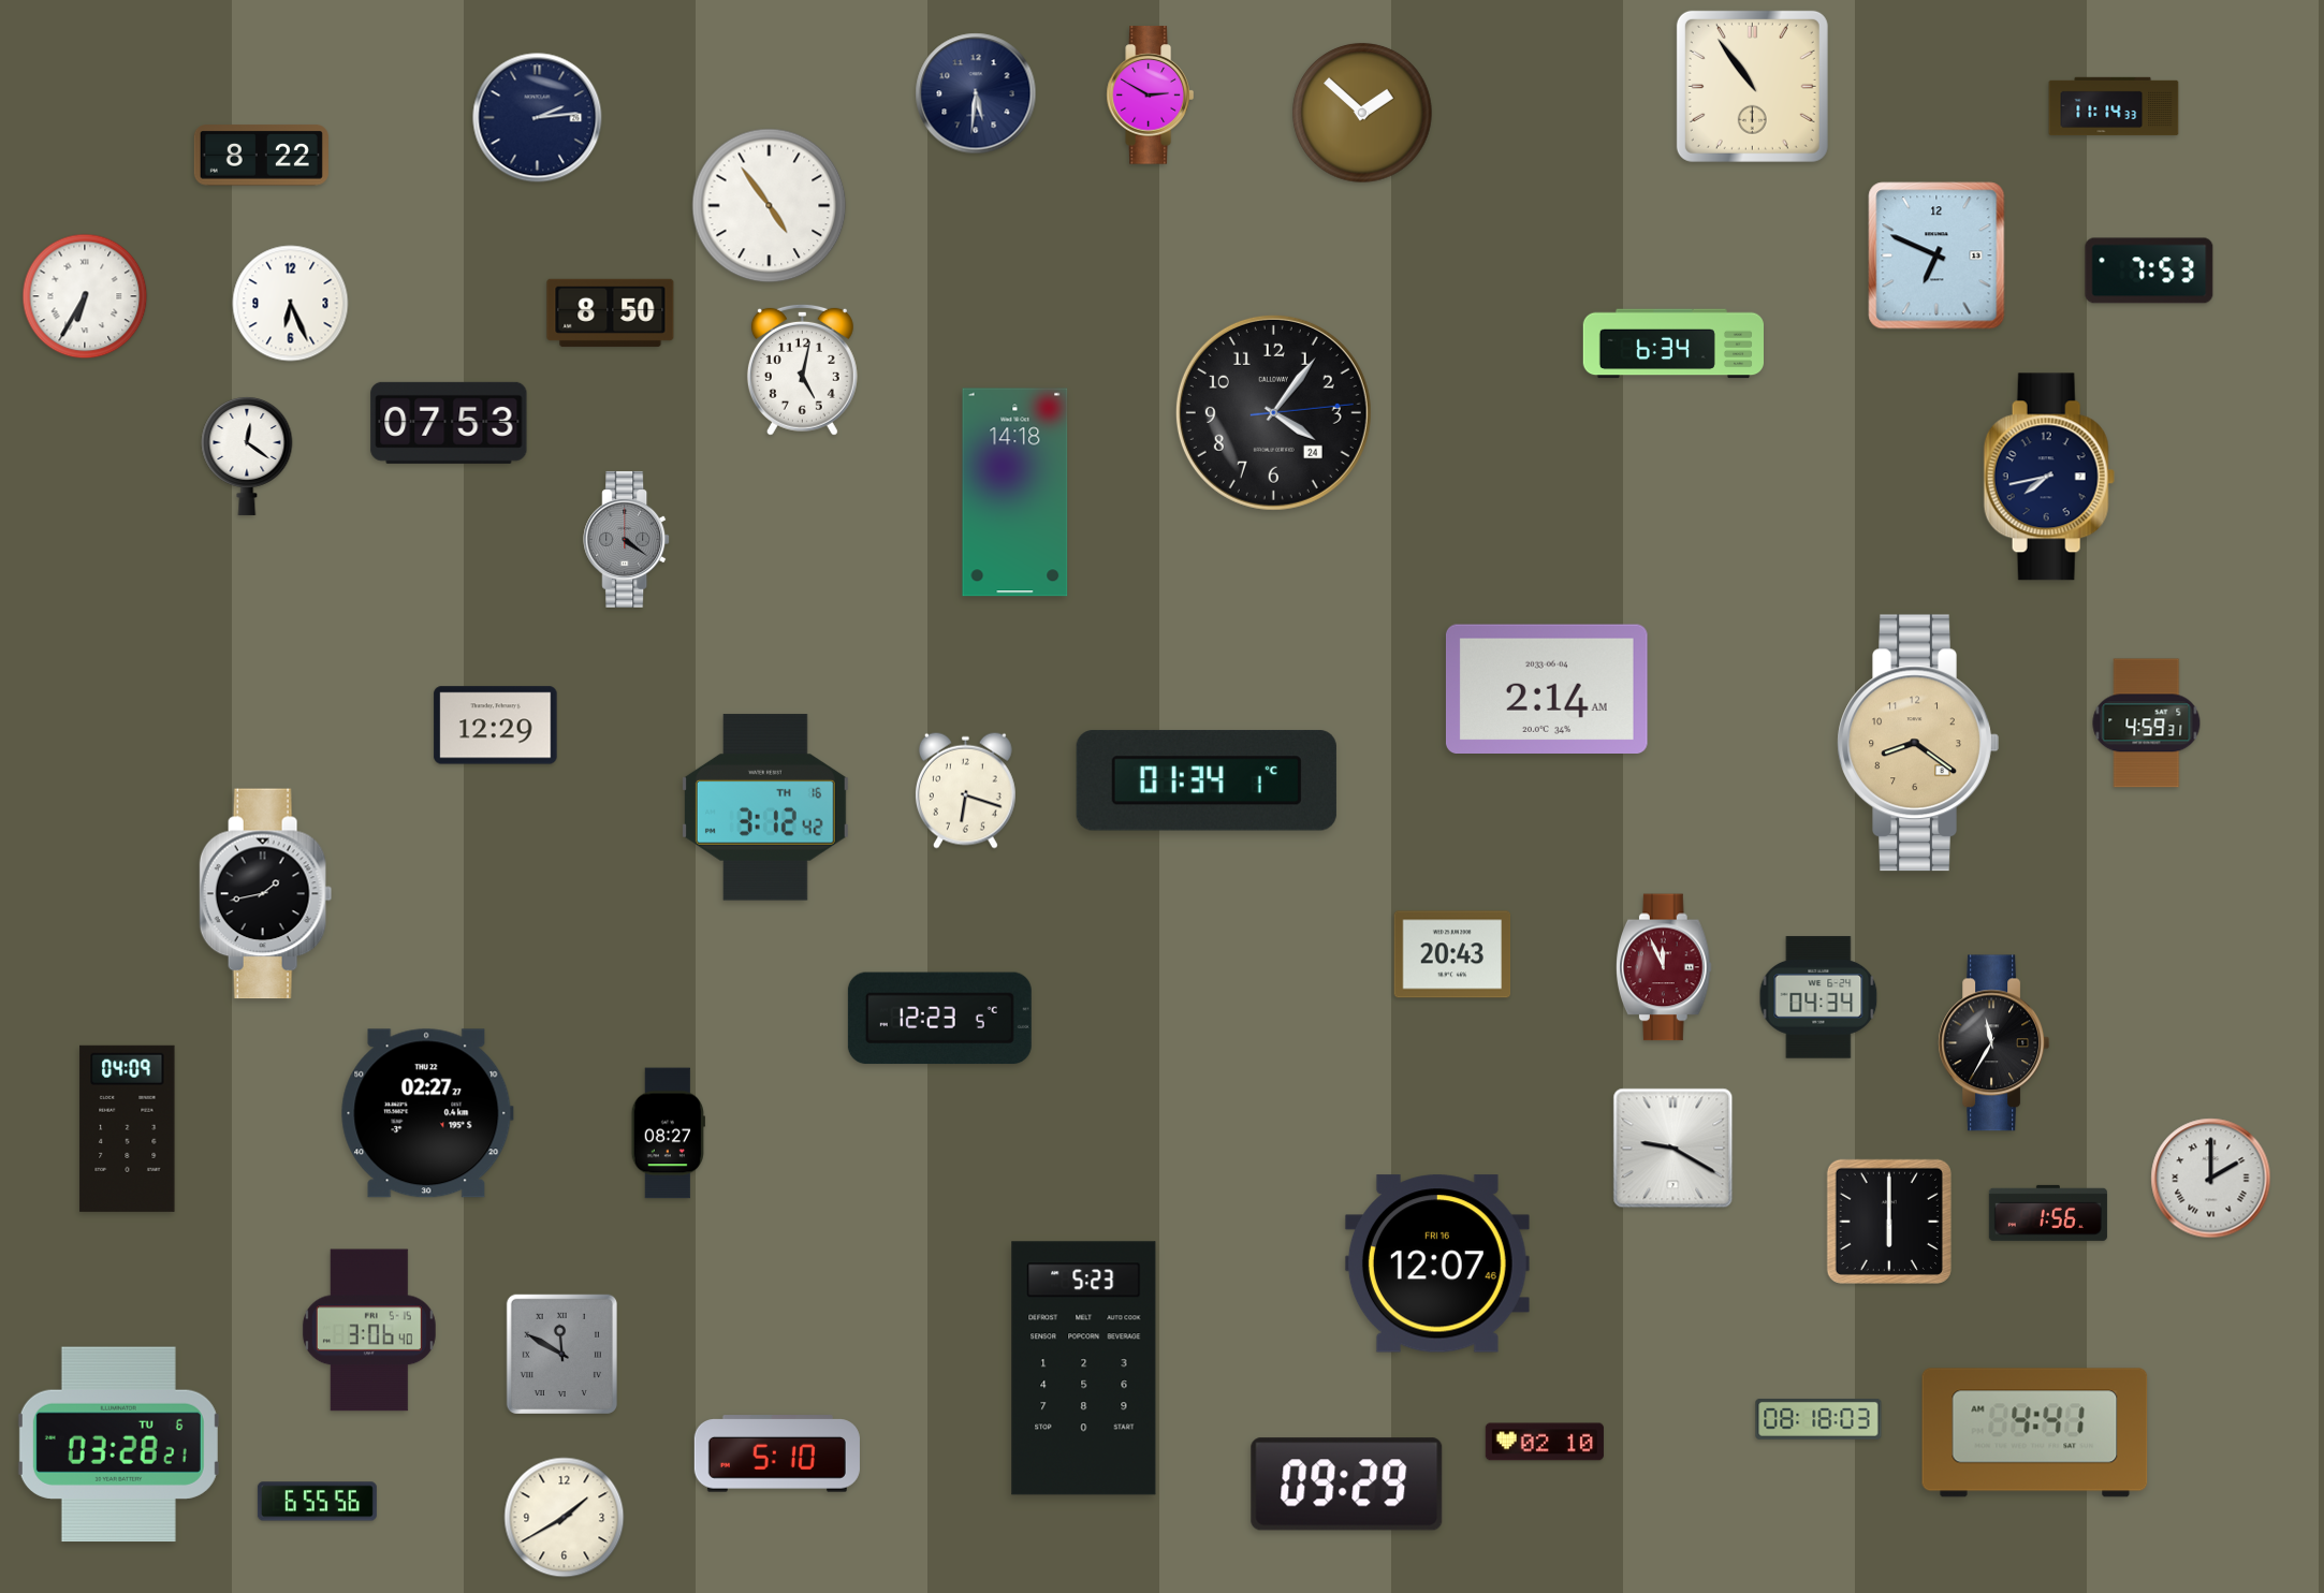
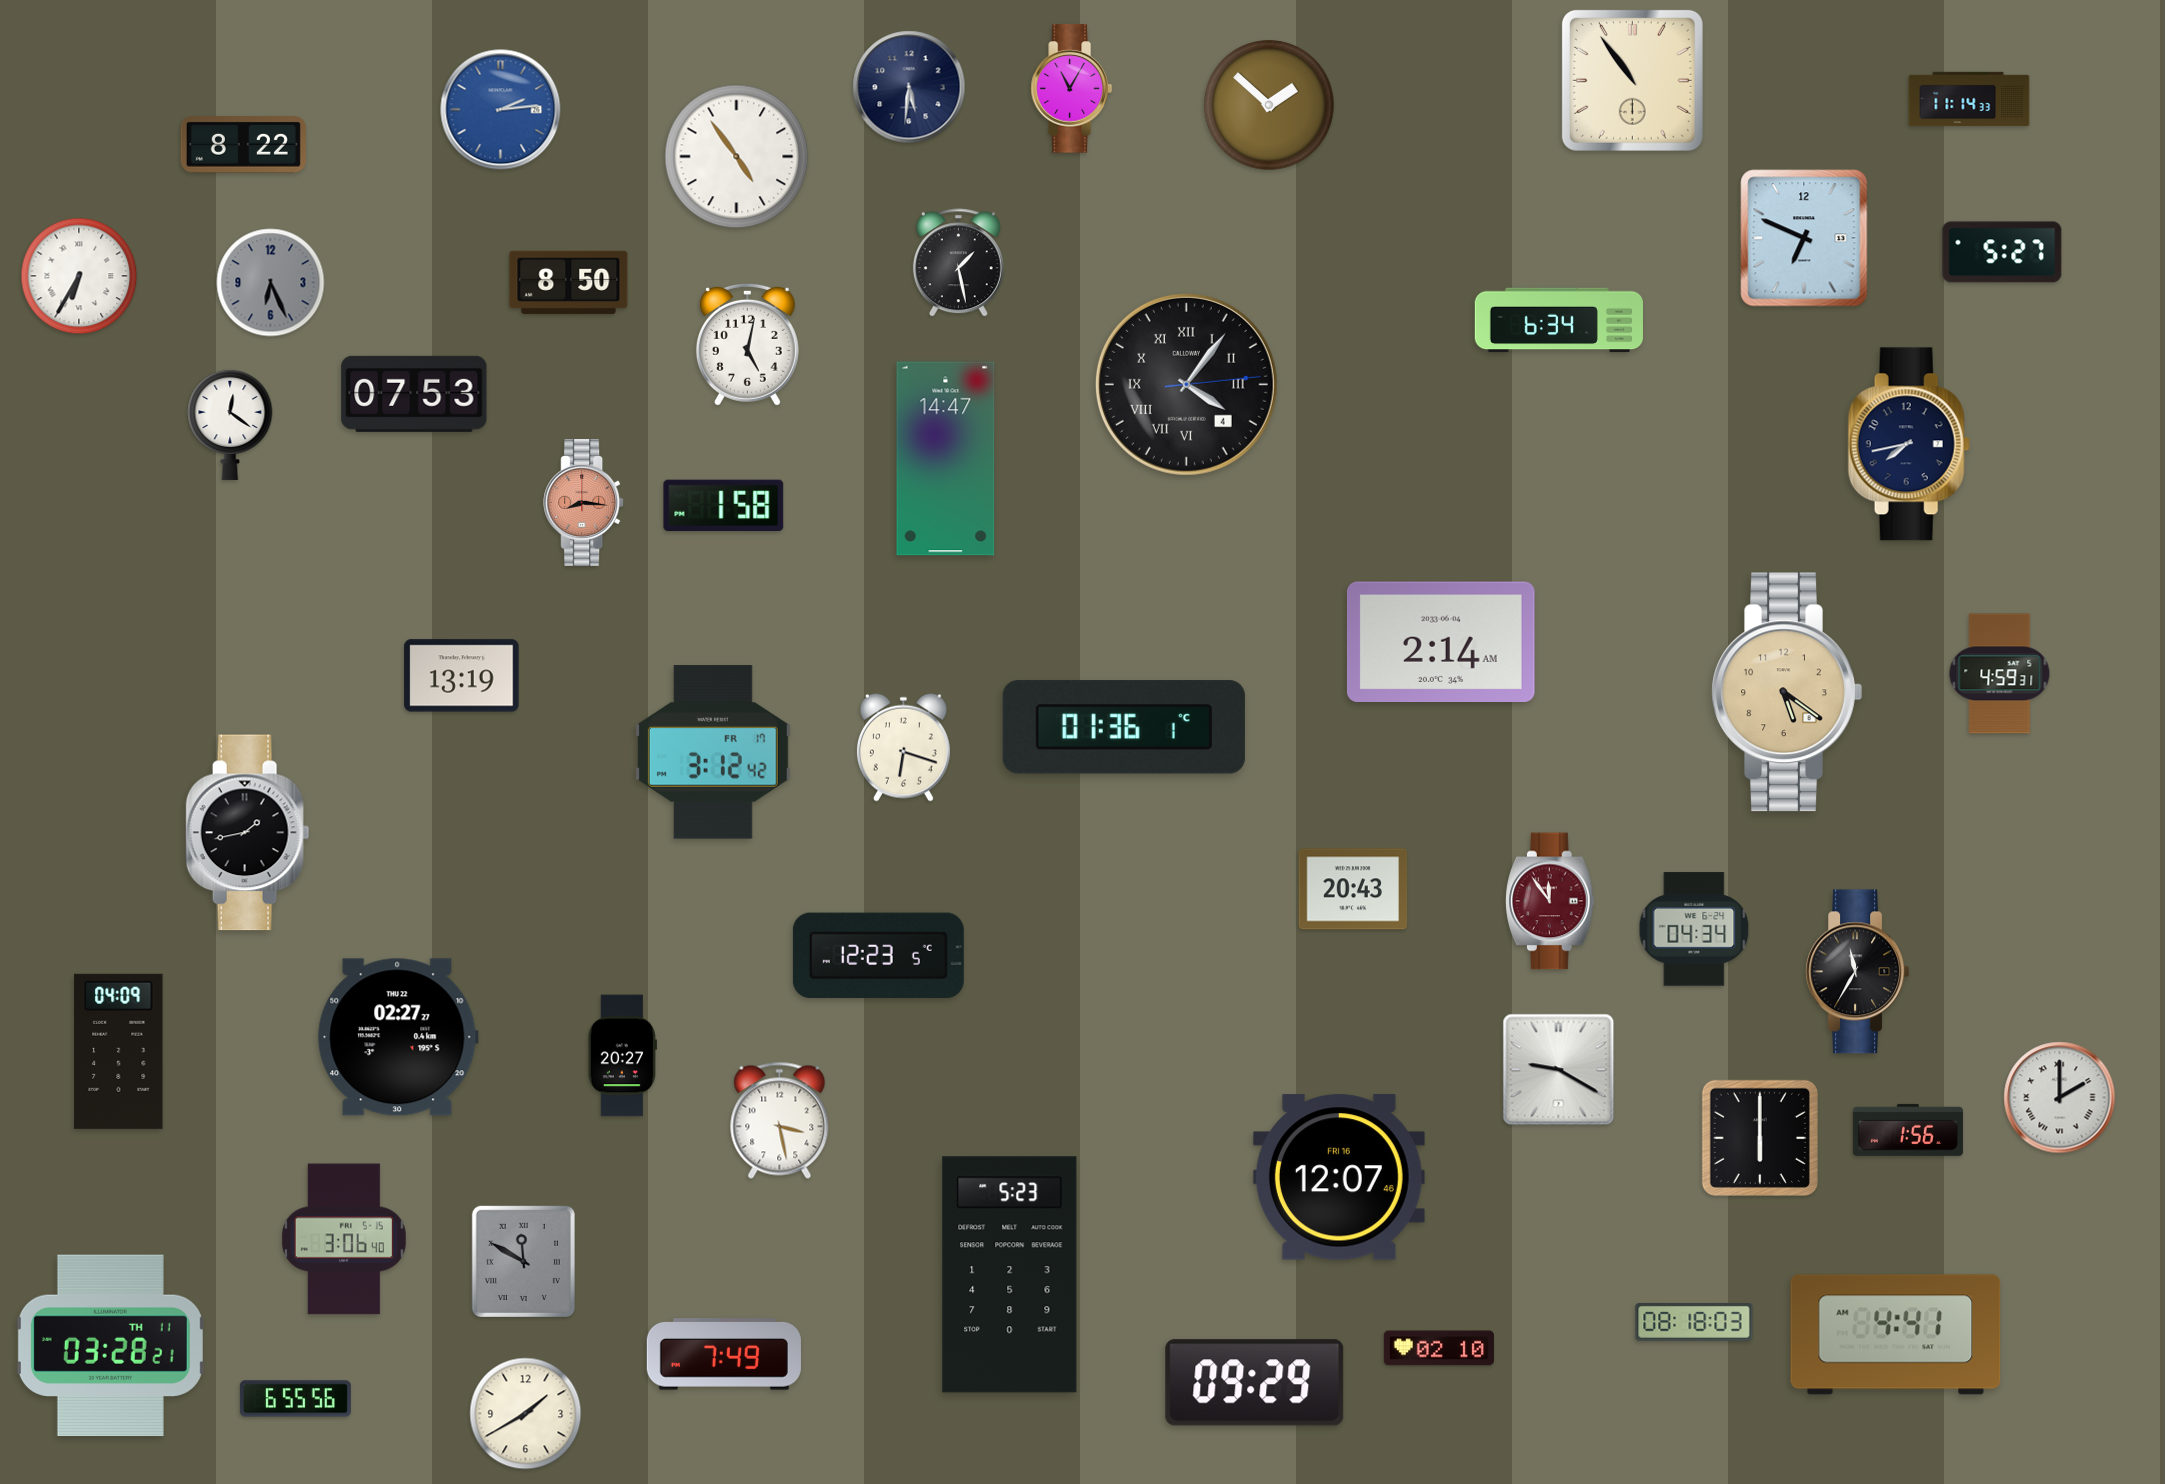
clock at (1150, 96): 2:50 -> 11:05
clock at (538, 118) dial: navy -> blue
clock at (770, 206) position: (770, 206) -> (737, 157)
clock at (2149, 271): 7:53 -> 5:27
clock at (958, 263): none -> 1:28
clock at (291, 304) dial: white -> grey
clock at (611, 312) position: (611, 312) -> (569, 282)
clock at (1273, 412) date: 24 -> 4
clock at (1273, 412) numerals: Arabic -> Roman
clock at (449, 423) position: (449, 423) -> (414, 394)
clock at (1015, 493): 14:18 -> 14:47
clock at (627, 539): 4:21 -> 8:16
clock at (627, 539) dial: grey -> salmon
clock at (724, 505): none -> 1:58
clock at (496, 726): 12:29 -> 13:19
clock at (1918, 743): 8:21 -> 5:21
clock at (1207, 780): 01:34 -> 01:36
clock at (965, 790) position: (965, 790) -> (903, 747)
clock at (765, 807) date: TH 16 -> FR 17
clock at (1665, 967): 11:56 -> 11:54
clock at (939, 1019) position: (939, 1019) -> (878, 956)
clock at (668, 1134): 08:27 -> 20:27
clock at (780, 1120): none -> 3:28
clock at (1545, 1442) position: (1545, 1442) -> (1439, 1348)
clock at (118, 1445) date: TU 6 -> TH 11
clock at (777, 1453): 5:10 -> 7:49
